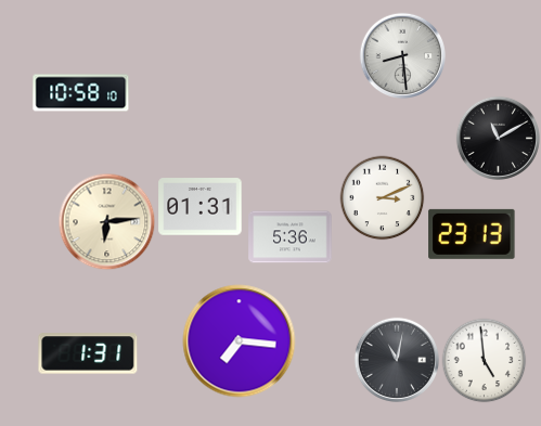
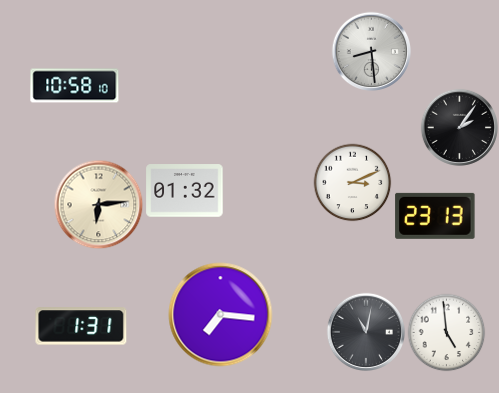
clock at (498, 138): 11:10 -> 2:06
clock at (201, 207): 01:31 -> 01:32
clock at (291, 237): 5:36 -> none
